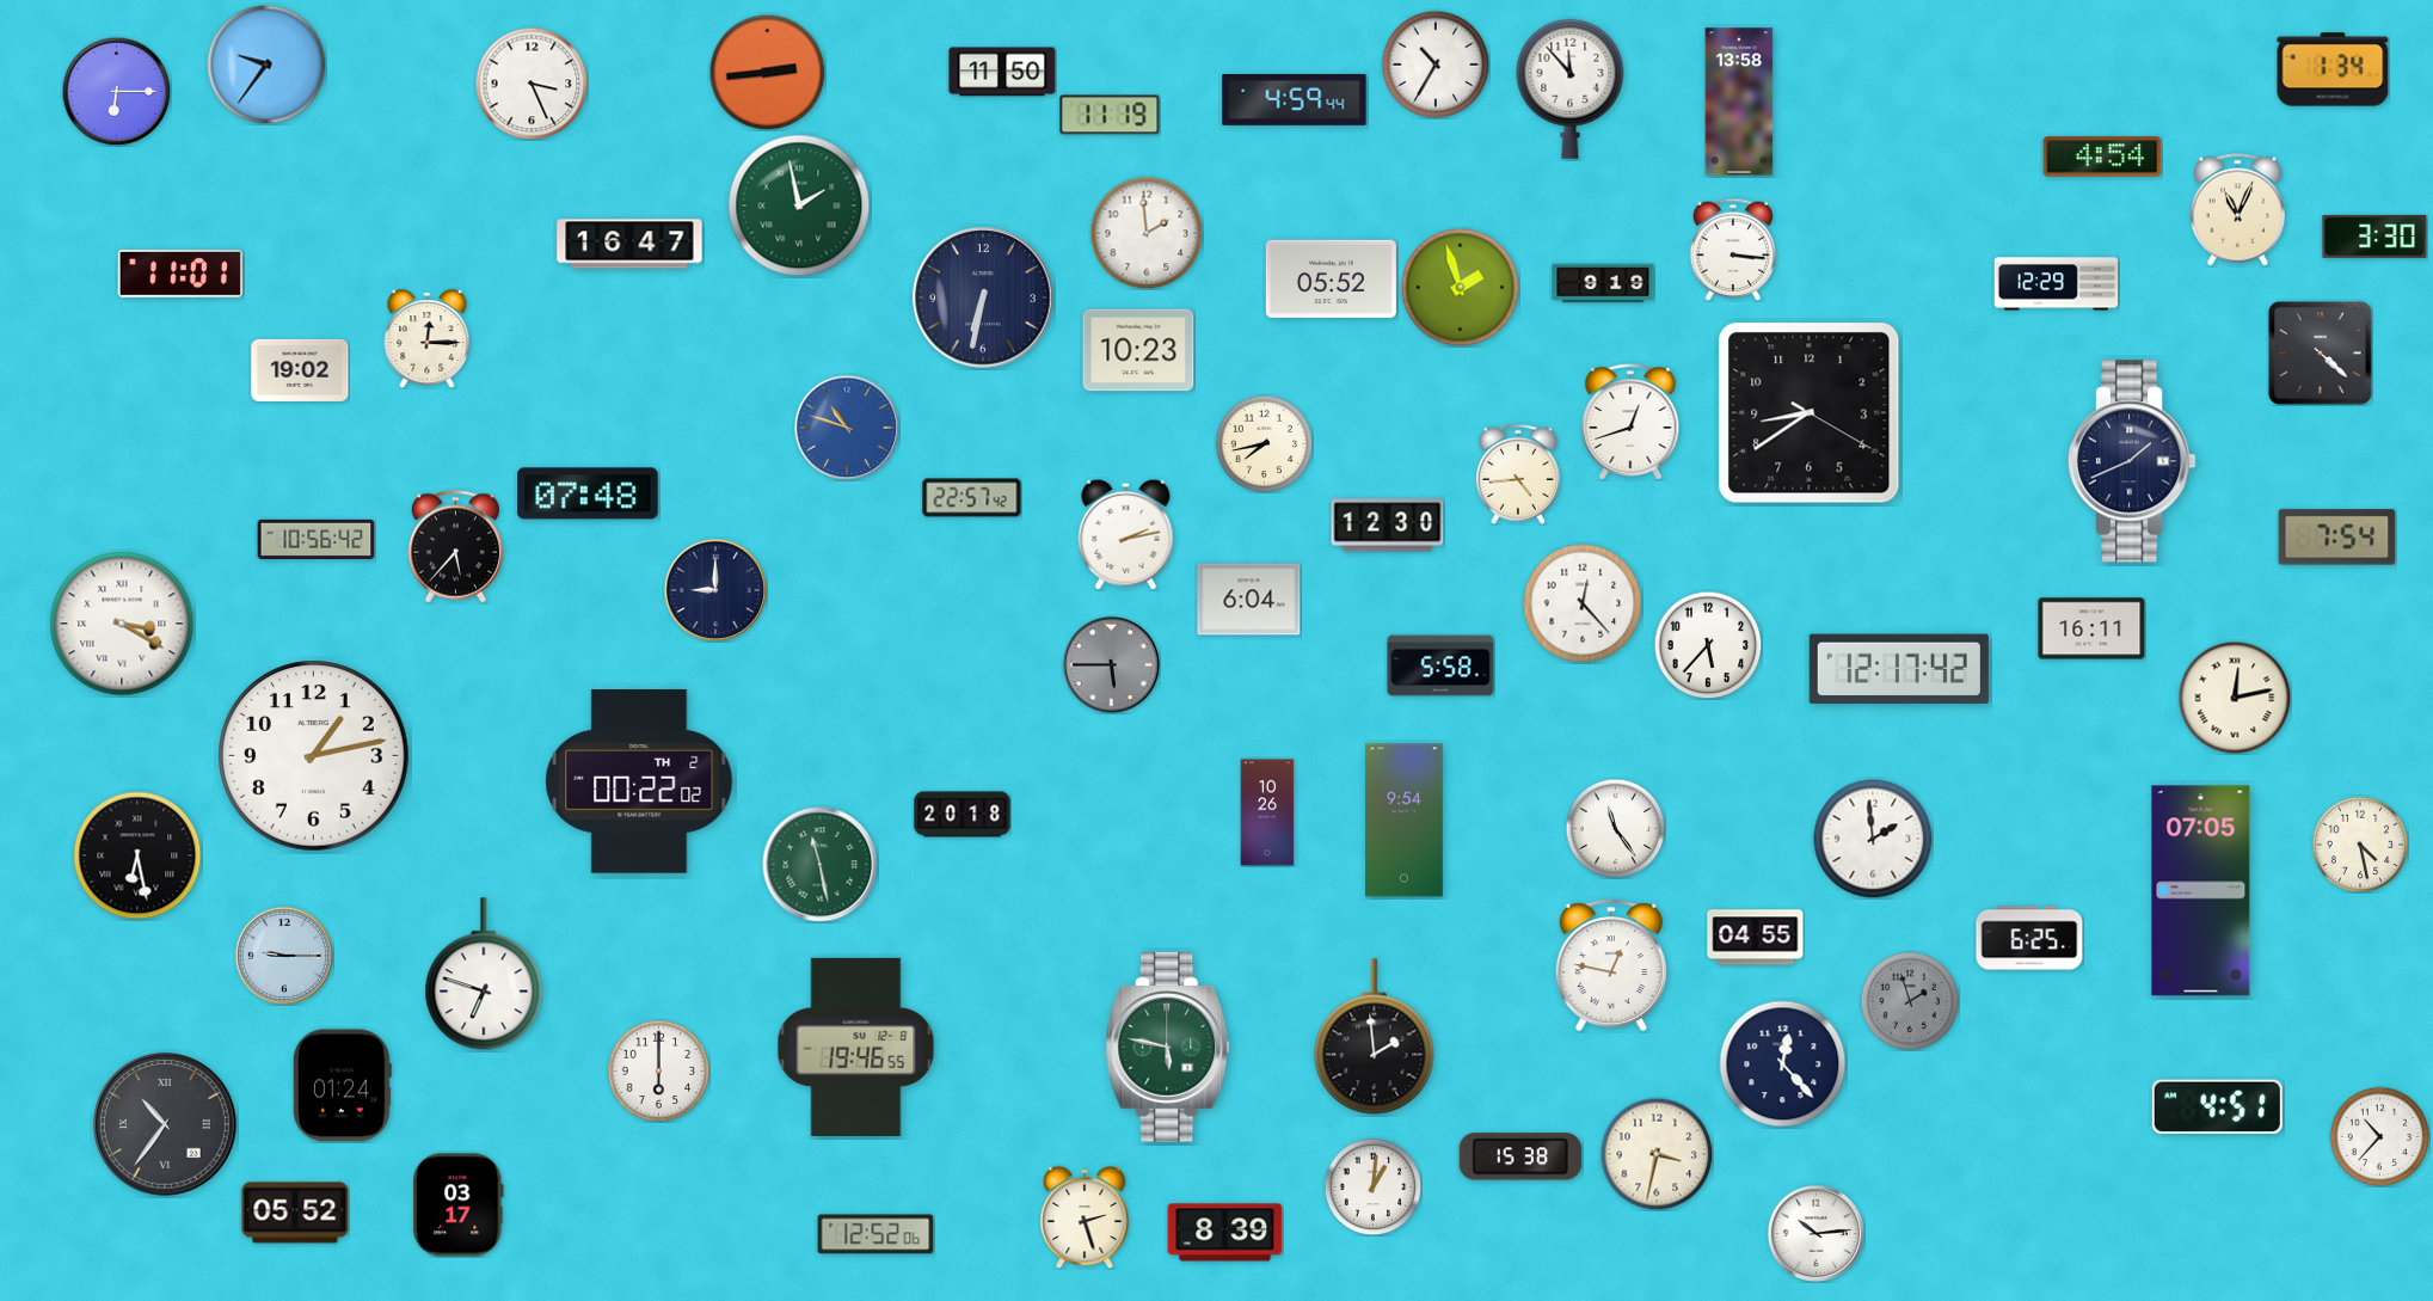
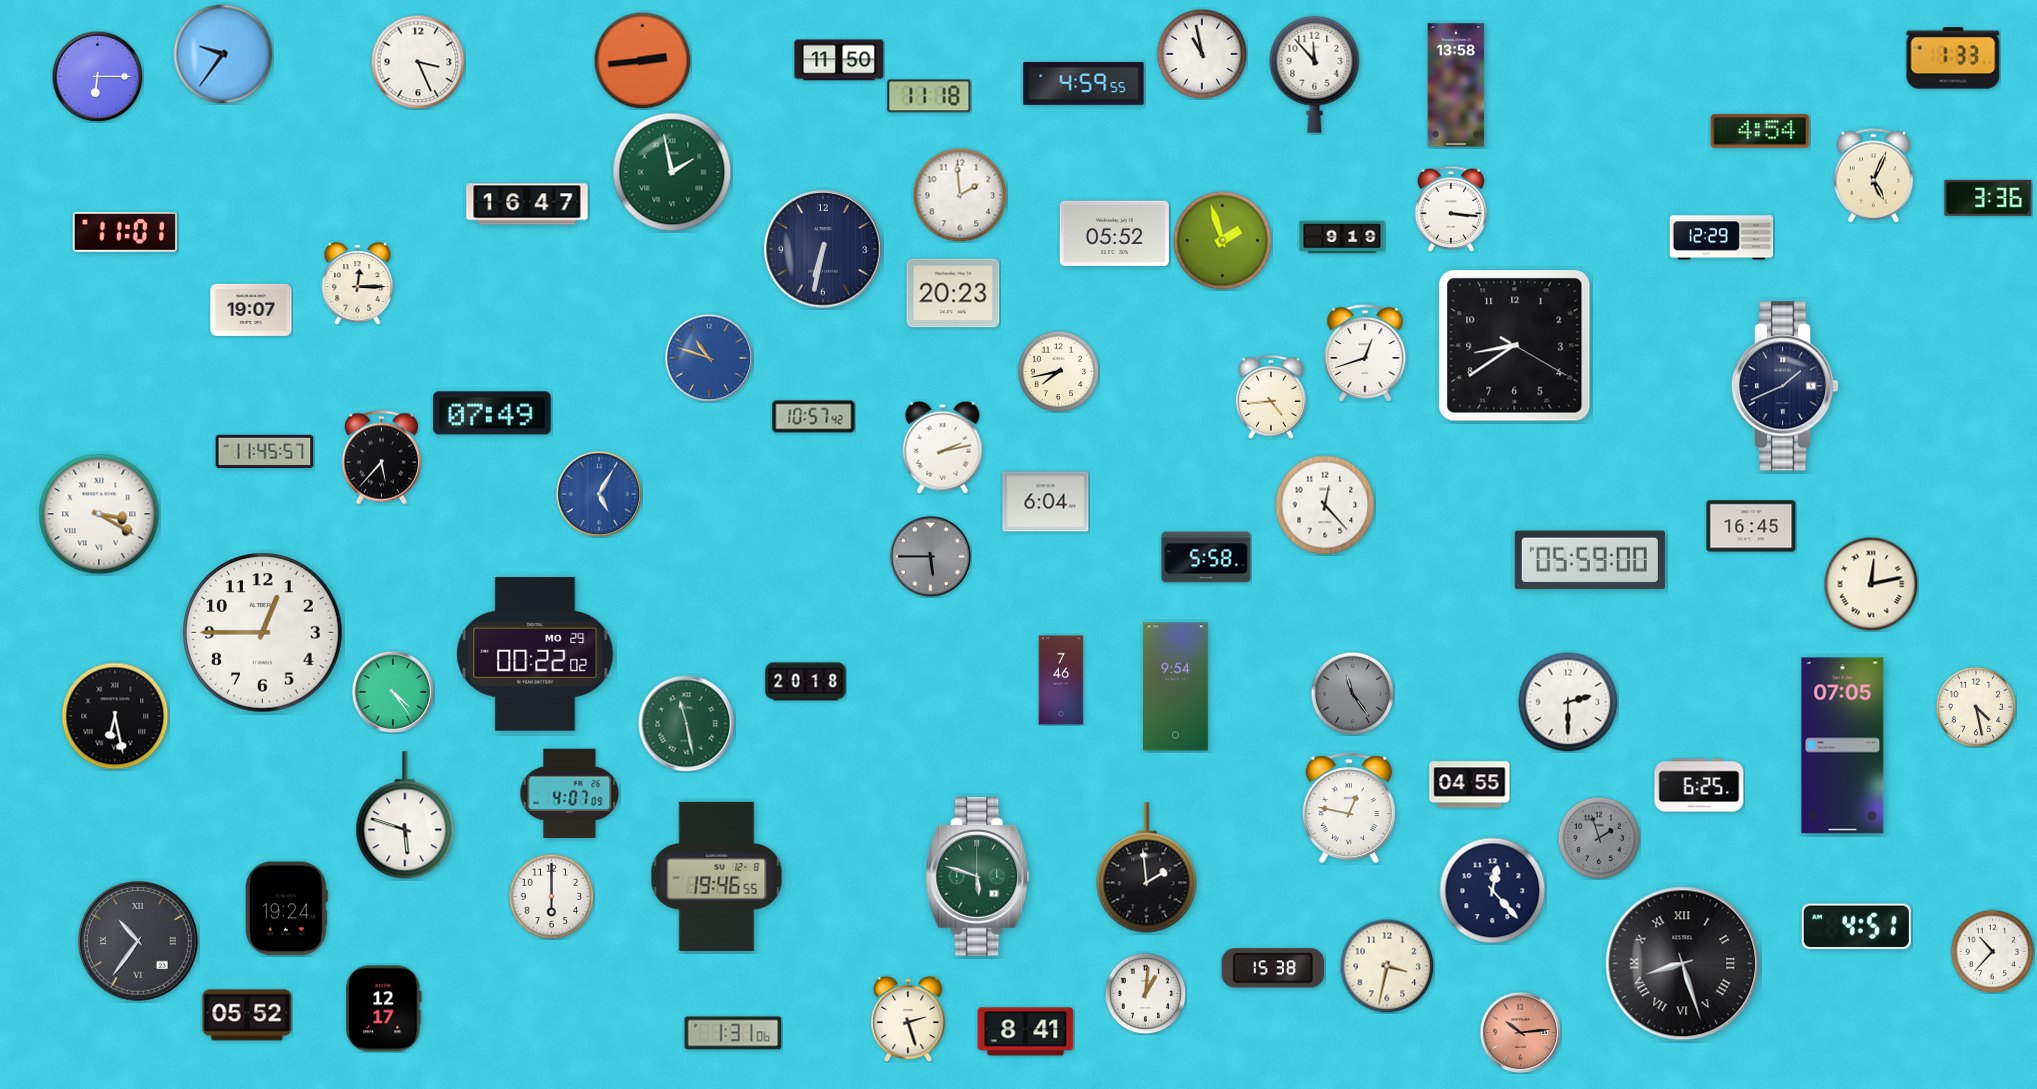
clock at (1436, 65): 10:35 -> 10:58
clock at (2333, 69): 1:34 -> 1:33
clock at (532, 84) position: (532, 84) -> (418, 62)
clock at (1295, 100): 4:59:44 -> 4:59:55
clock at (1110, 115): 11:19 -> 11:18
clock at (799, 205) position: (799, 205) -> (672, 172)
clock at (2237, 210): 11:04 -> 5:04
clock at (2374, 237): 3:30 -> 3:36
clock at (179, 275) position: (179, 275) -> (124, 233)
clock at (1138, 350): 10:23 -> 20:23
clock at (2321, 354): 4:22 -> none
clock at (300, 370): 19:02 -> 19:07
clock at (588, 493): 07:48 -> 07:49
clock at (972, 498): 22:57 -> 10:57
clock at (1388, 526): 12:30 -> none
clock at (2337, 538): 7:54 -> none
clock at (317, 539): 10:56 -> 11:45
clock at (715, 590): 9:00 -> 5:05
clock at (715, 590) dial: navy -> blue
clock at (122, 624) position: (122, 624) -> (99, 514)
clock at (2091, 628): 16:11 -> 16:45
clock at (1708, 645): 5:37 -> none
clock at (1899, 669): 12:17 -> 05:59
clock at (314, 756): 1:13 -> 12:45
clock at (639, 781) date: TH 2 -> MO 29
clock at (1267, 812): 10:26 -> 7:46
clock at (392, 691): none -> 4:24
clock at (1615, 828) dial: white -> grey
clock at (1873, 839): 1:59 -> 2:30
clock at (570, 794): none -> 4:07
clock at (283, 955): 9:15 -> none
clock at (484, 975): 6:48 -> 5:48
clock at (1375, 1037) position: (1375, 1037) -> (1147, 868)
clock at (1168, 1048): 5:47 -> 5:48
clock at (342, 1086): 01:24 -> 19:24
clock at (1683, 964): none -> 8:27
clock at (1372, 1186) position: (1372, 1186) -> (1145, 993)
clock at (459, 1205): 03:17 -> 12:17
clock at (1225, 1233): 8:39 -> 8:41
clock at (1815, 1233) dial: white -> salmon
clock at (875, 1234): 12:52 -> 1:31
